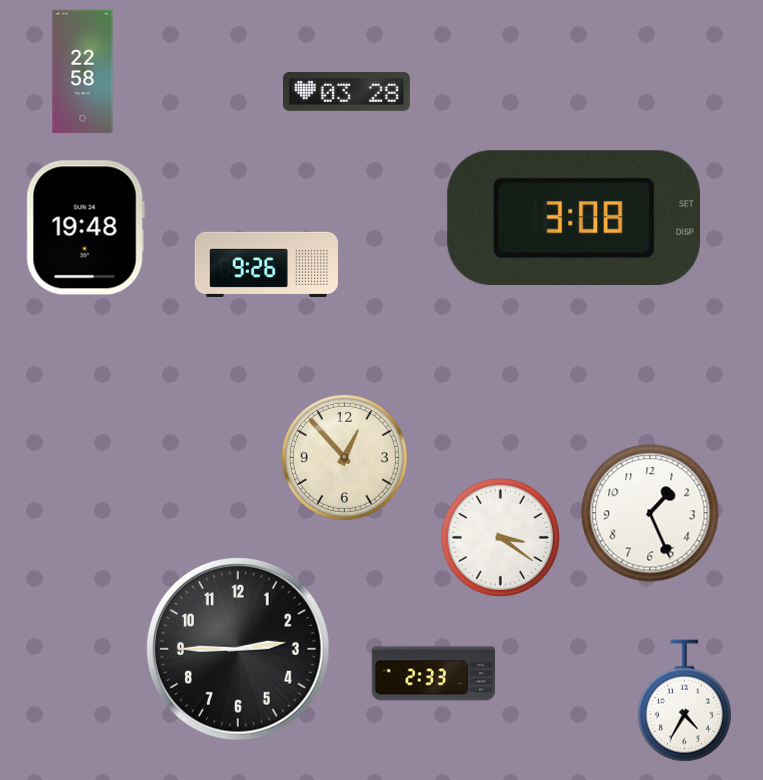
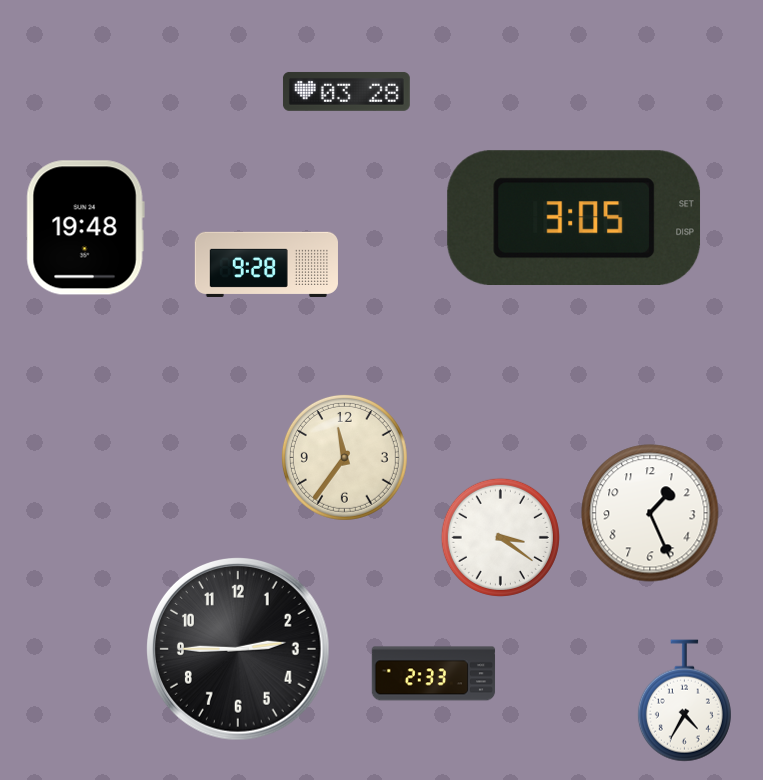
clock at (83, 72): 22:58 -> none
clock at (574, 217): 3:08 -> 3:05
clock at (266, 264): 9:26 -> 9:28
clock at (344, 457): 12:53 -> 11:36
